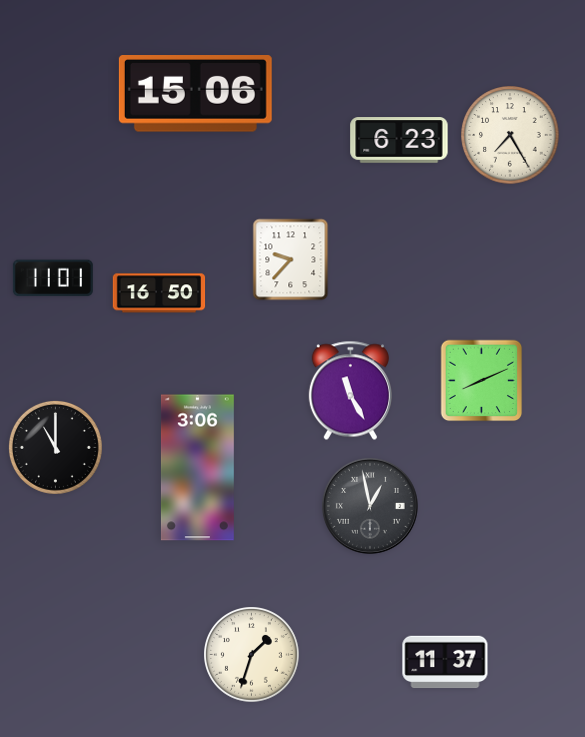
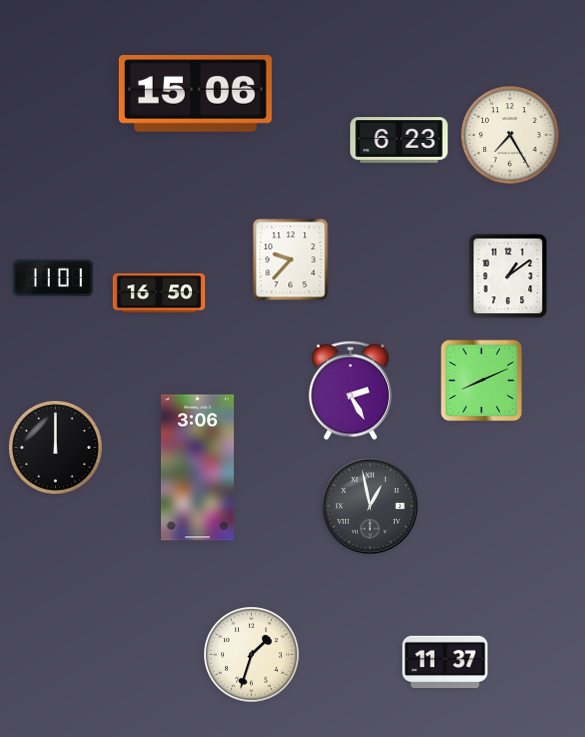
clock at (508, 276): none -> 1:09
clock at (350, 391): 11:25 -> 2:25
clock at (55, 447): 11:00 -> 12:00
